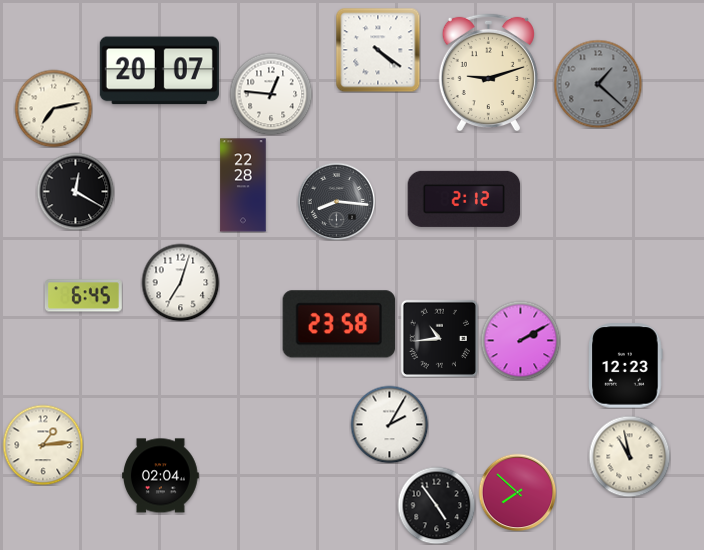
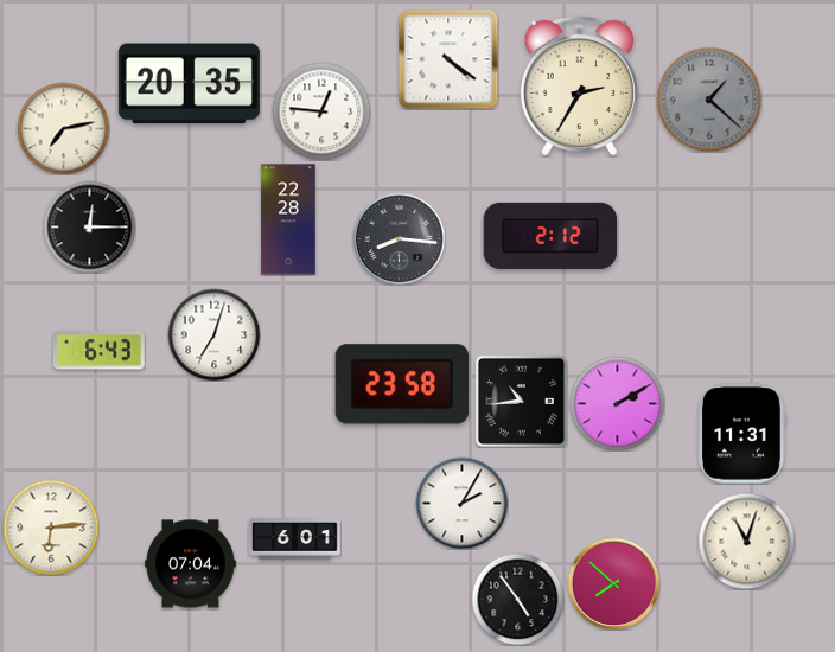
clock at (159, 71): 20:07 -> 20:35
clock at (488, 72): 9:12 -> 2:35
clock at (75, 191): 12:20 -> 12:15
clock at (83, 296): 6:45 -> 6:43
clock at (626, 366): 12:23 -> 11:31
clock at (43, 445): 1:14 -> 6:14
clock at (295, 539): none -> 6:01
clock at (629, 456): 10:58 -> 11:03
clock at (161, 476): 02:04 -> 07:04
